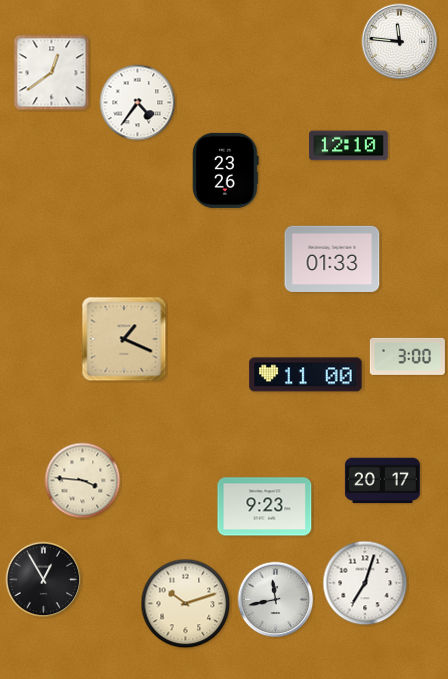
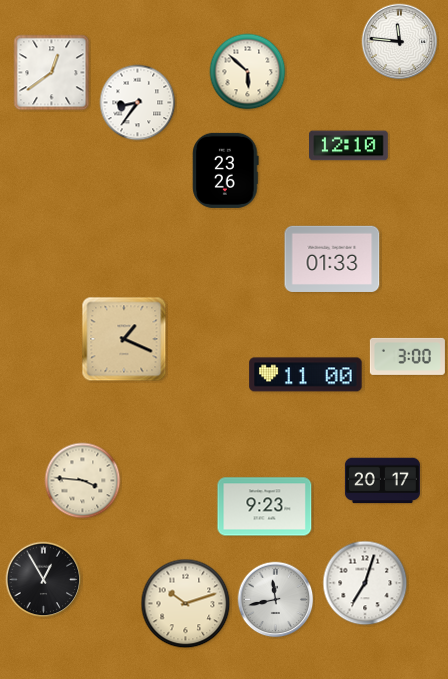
clock at (248, 72): none -> 5:52
clock at (138, 103): 4:36 -> 8:36
